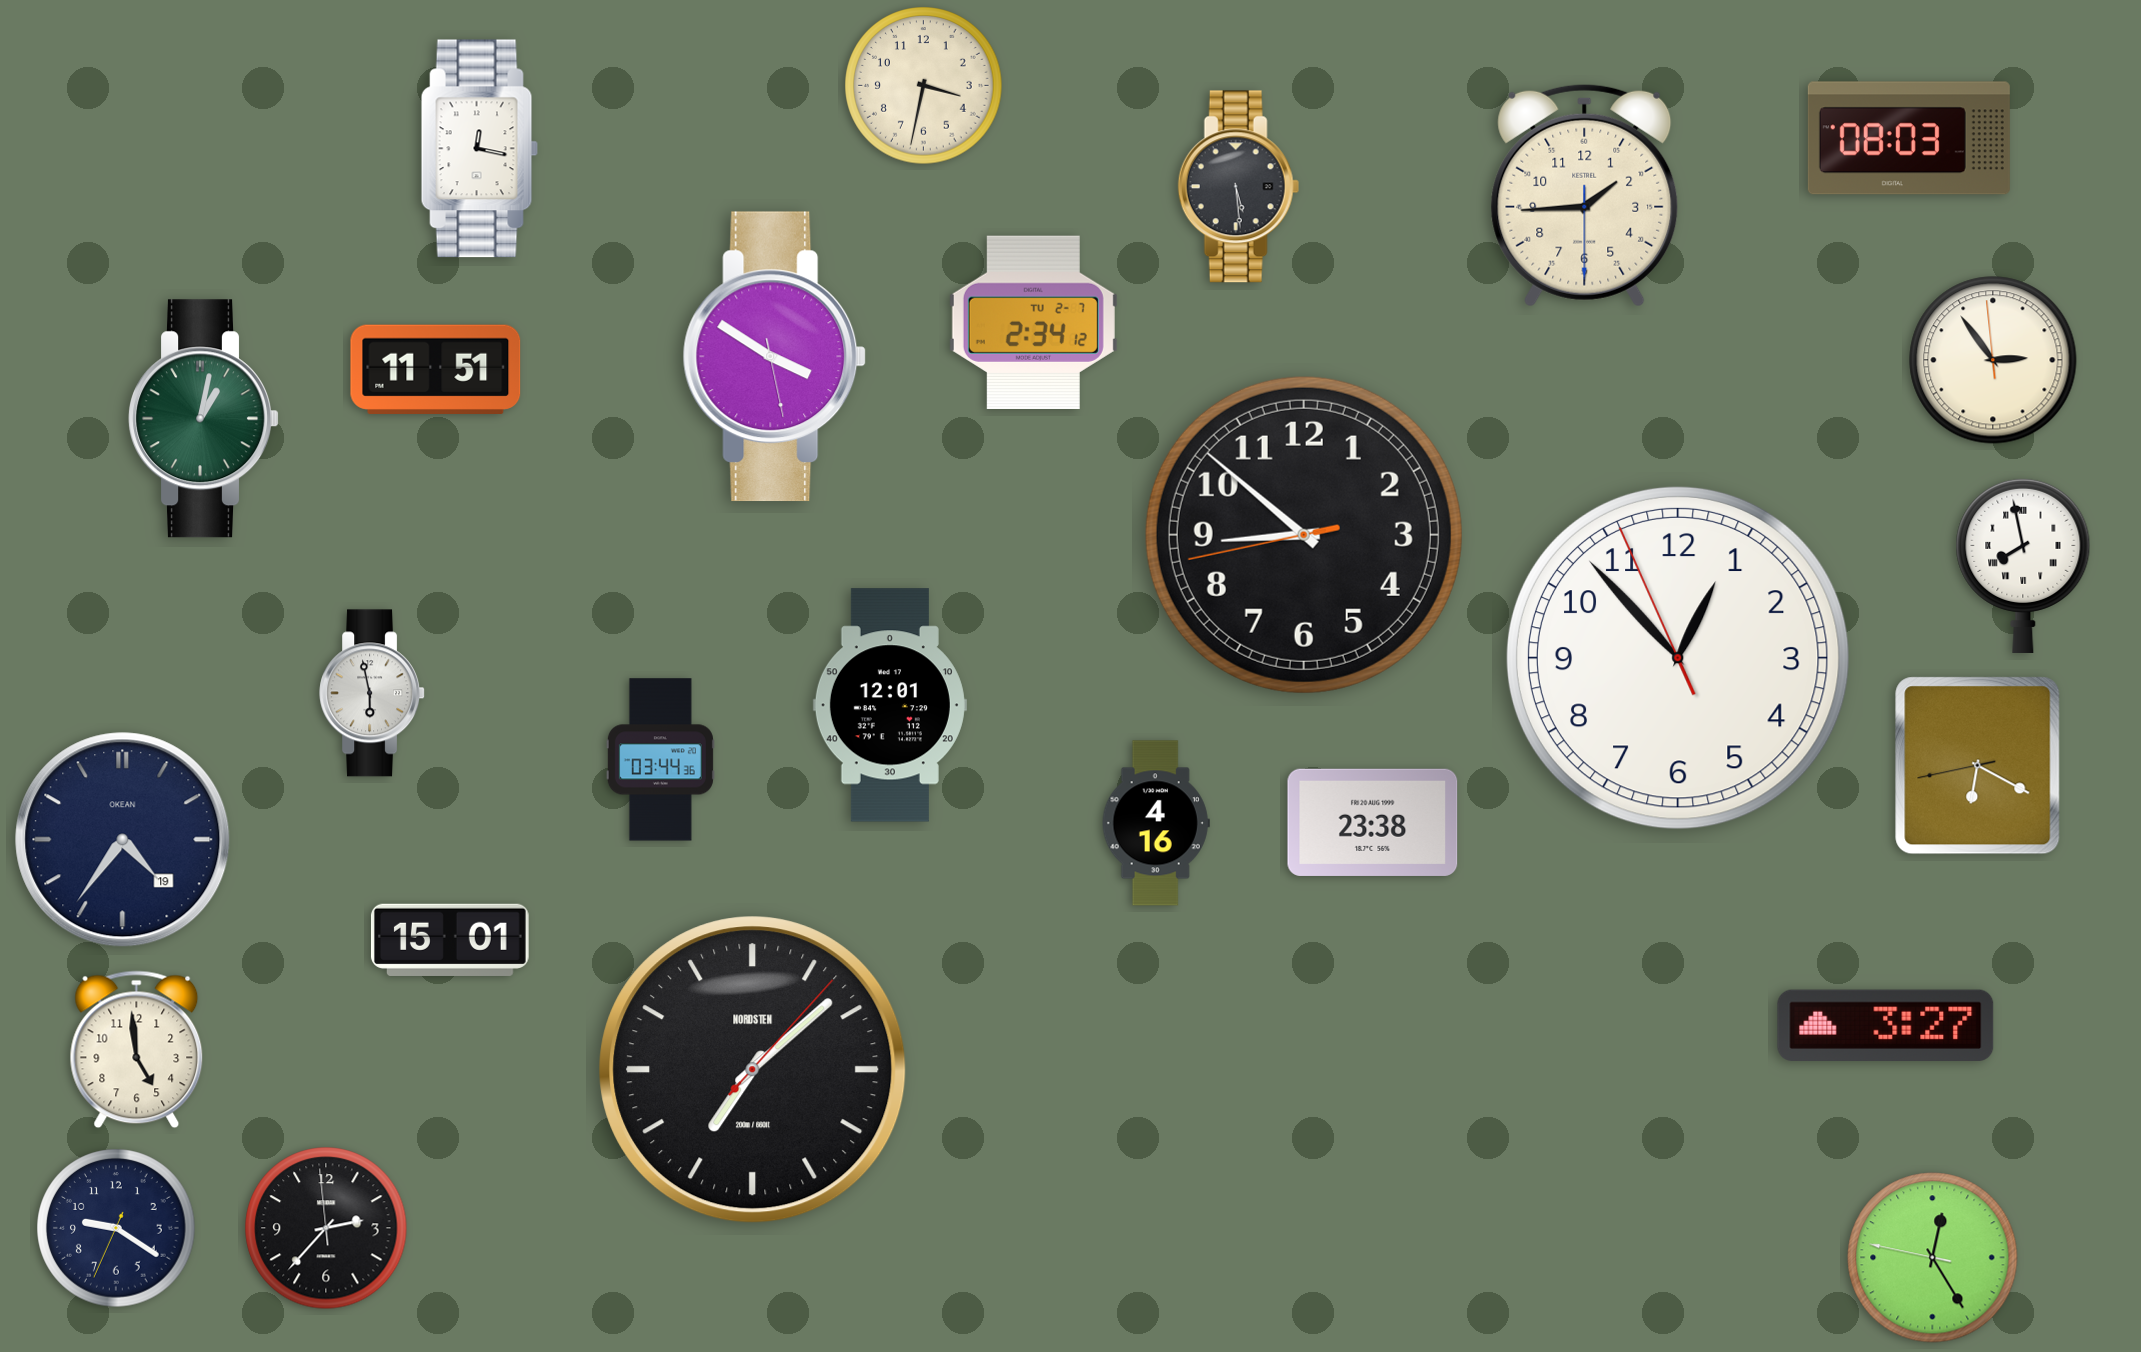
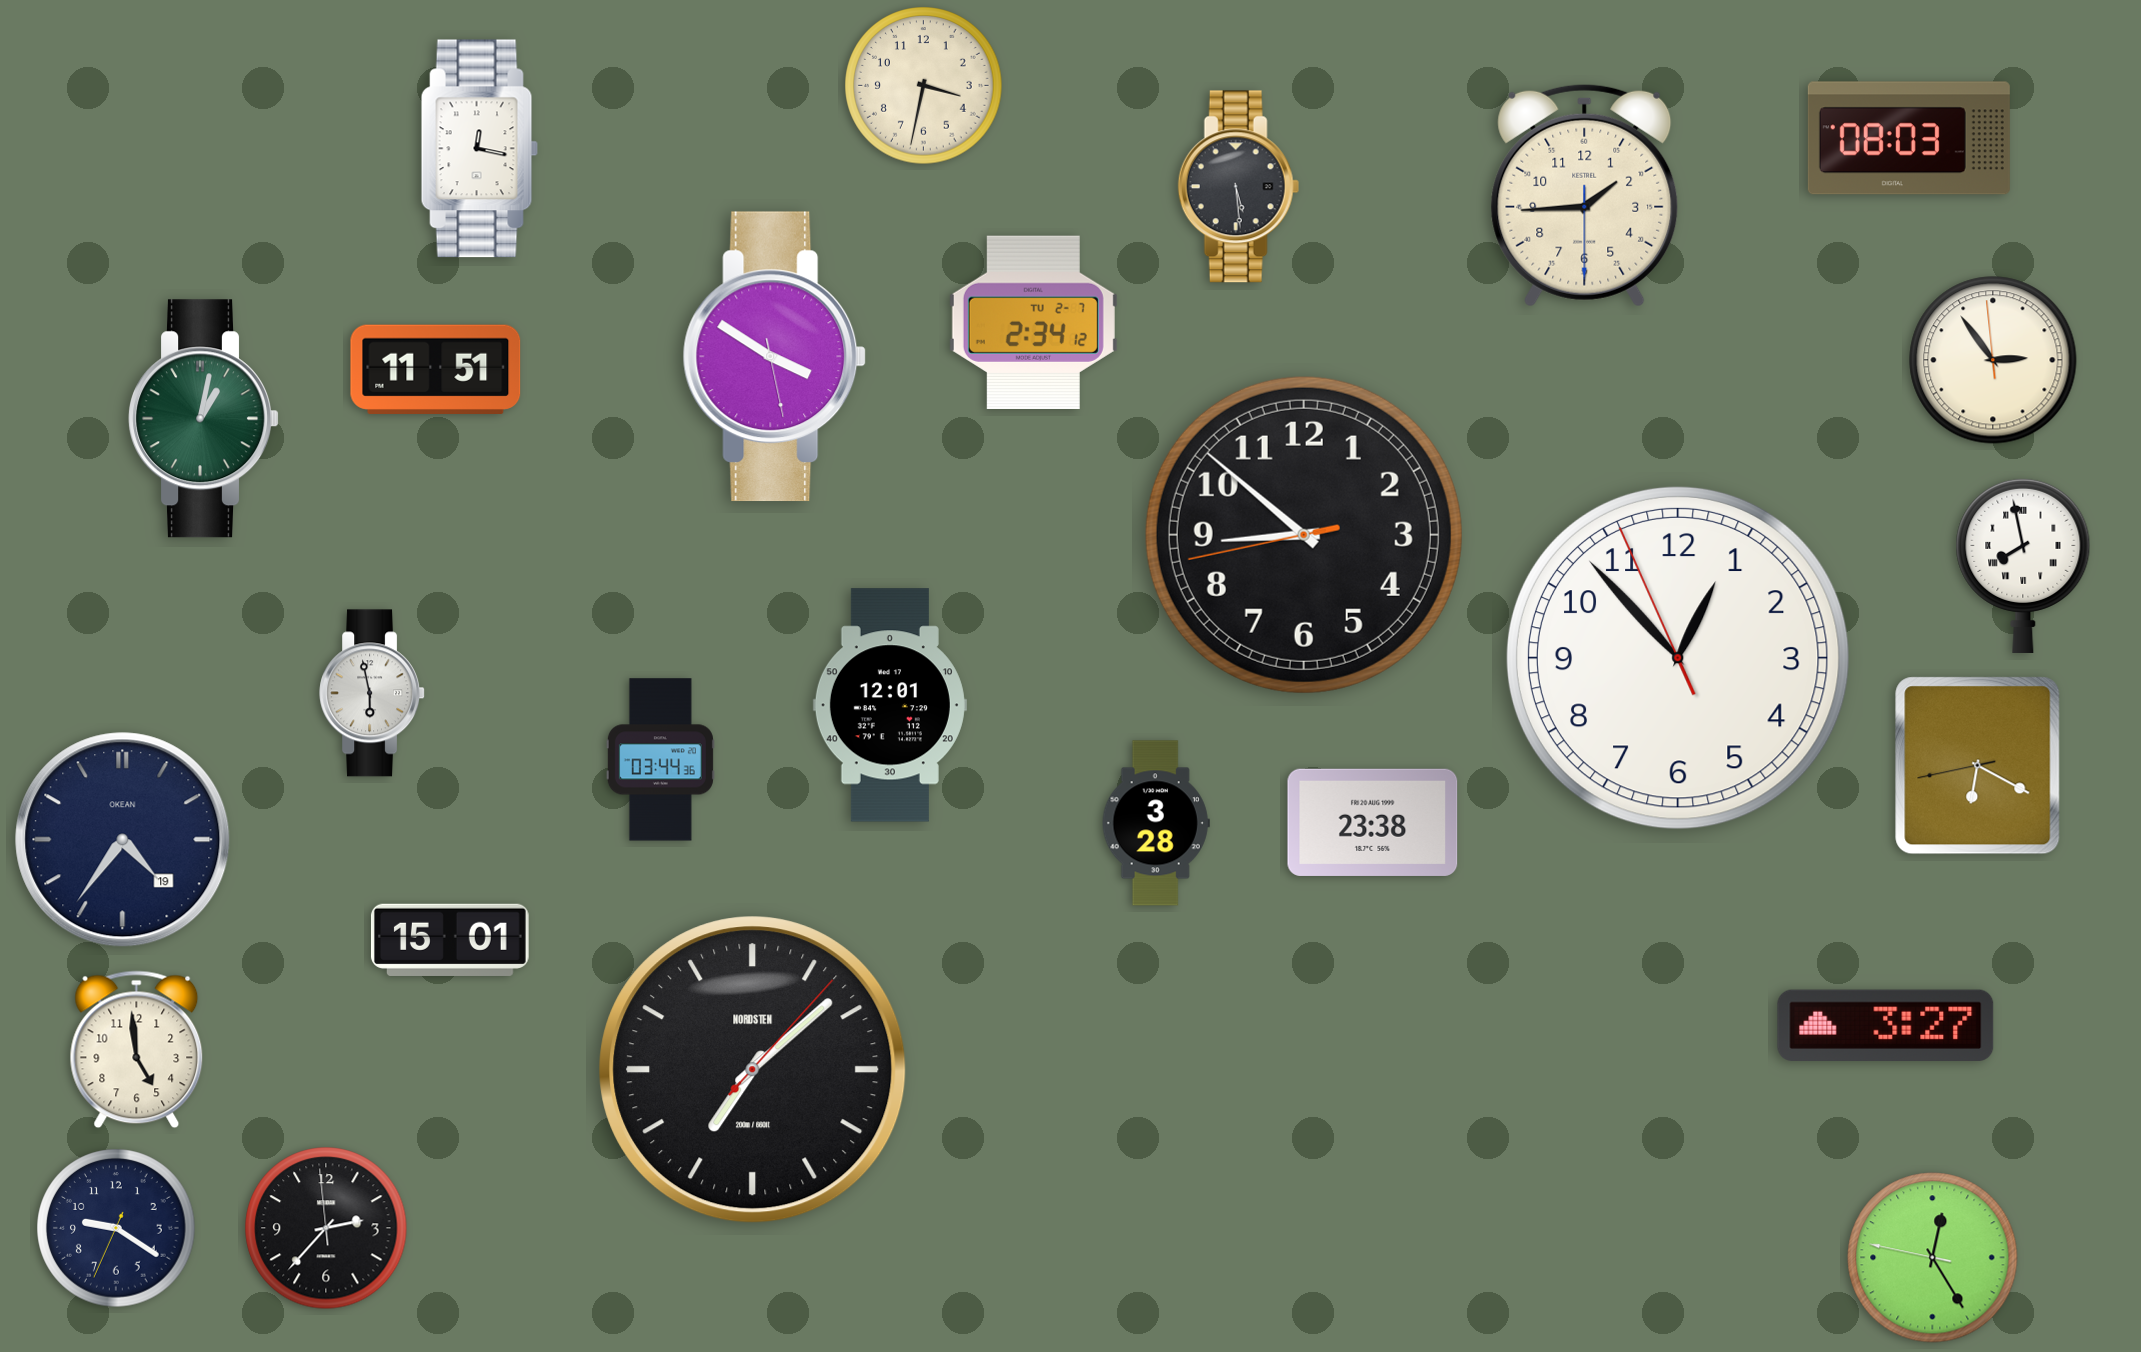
clock at (1156, 823): 4:16 -> 3:28
